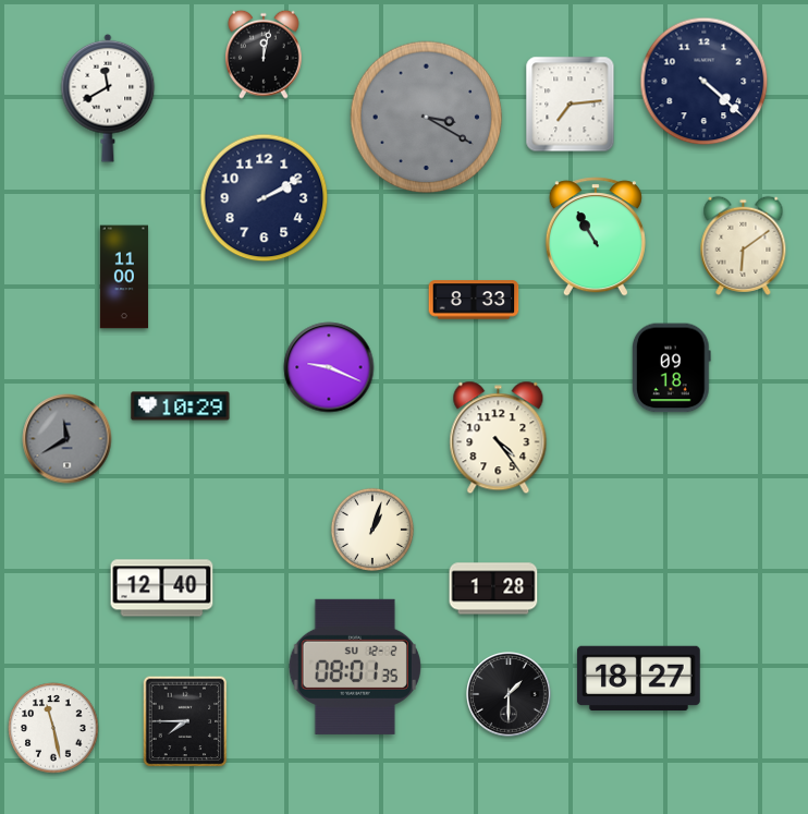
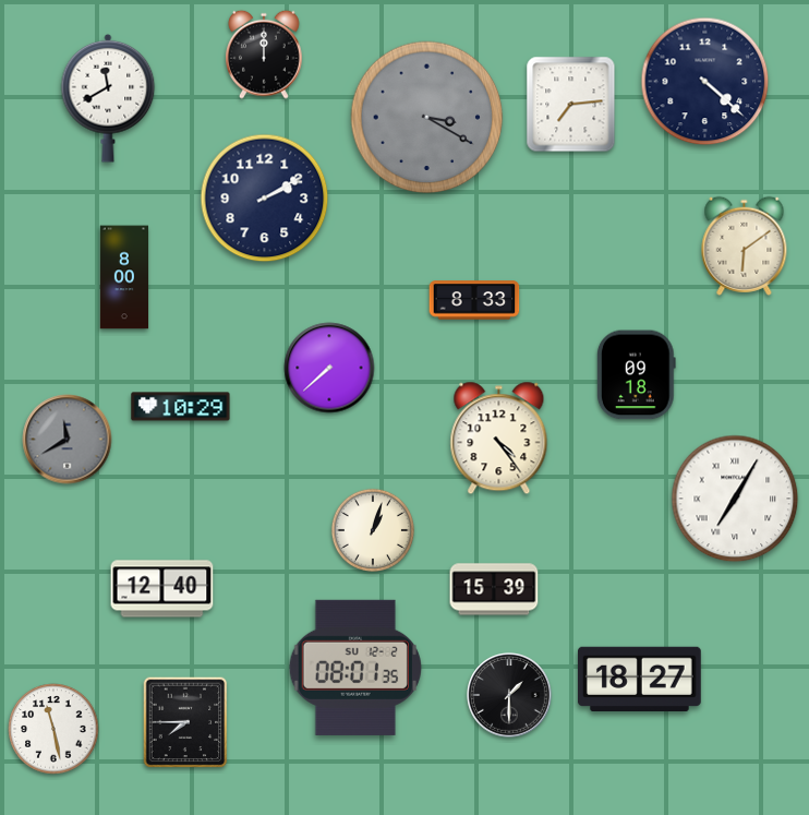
clock at (265, 54): 12:02 -> 12:00
clock at (596, 236): 10:55 -> none
clock at (124, 277): 11:00 -> 8:00
clock at (329, 367): 9:19 -> 7:38
clock at (671, 368) position: (671, 368) -> (636, 375)
clock at (735, 499): none -> 7:05
clock at (493, 588): 1:28 -> 15:39
